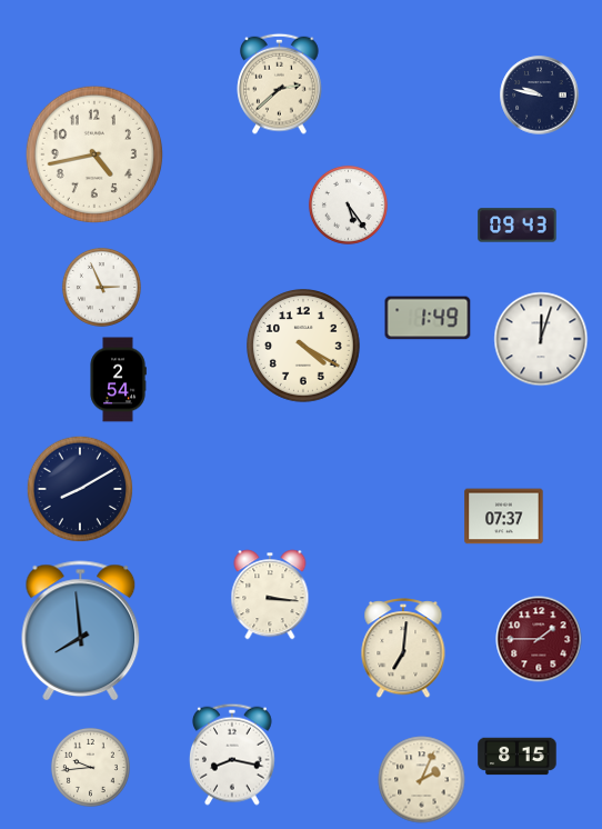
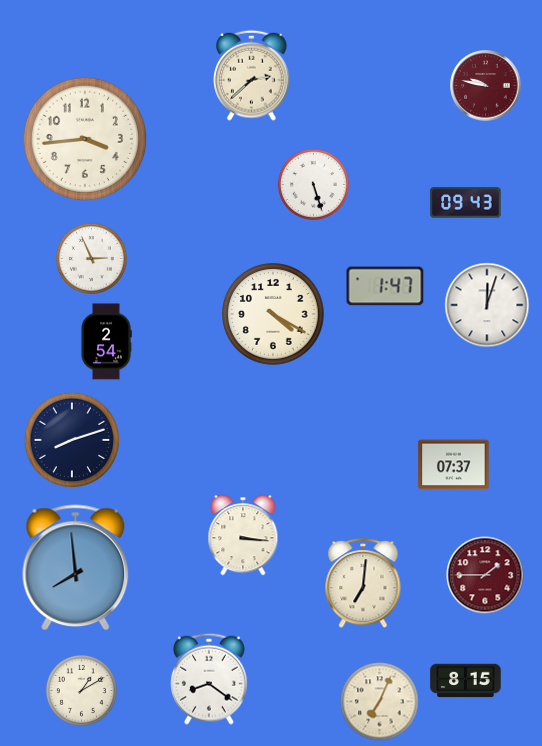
clock at (540, 96) dial: navy -> burgundy
clock at (93, 153): 4:43 -> 3:44
clock at (348, 204): 5:24 -> 5:27
clock at (428, 318): 1:49 -> 1:47
clock at (304, 347) position: (304, 347) -> (274, 315)
clock at (80, 489): 8:10 -> 8:12
clock at (81, 631) position: (81, 631) -> (76, 568)
clock at (232, 755): 8:17 -> 8:21
clock at (90, 767): 9:44 -> 1:10
clock at (422, 780): 2:04 -> 7:04
